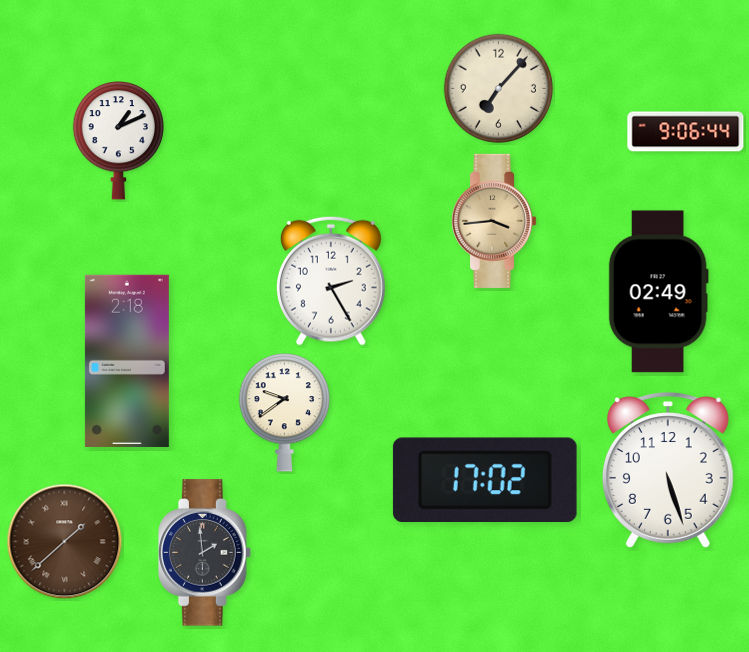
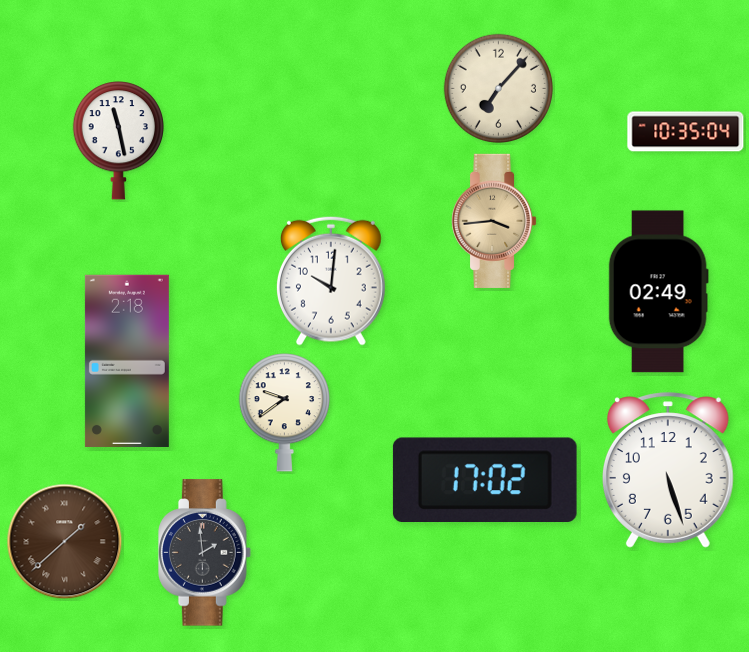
clock at (686, 132): 9:06 -> 10:35
clock at (118, 141): 1:11 -> 11:28
clock at (331, 281): 2:25 -> 10:01
